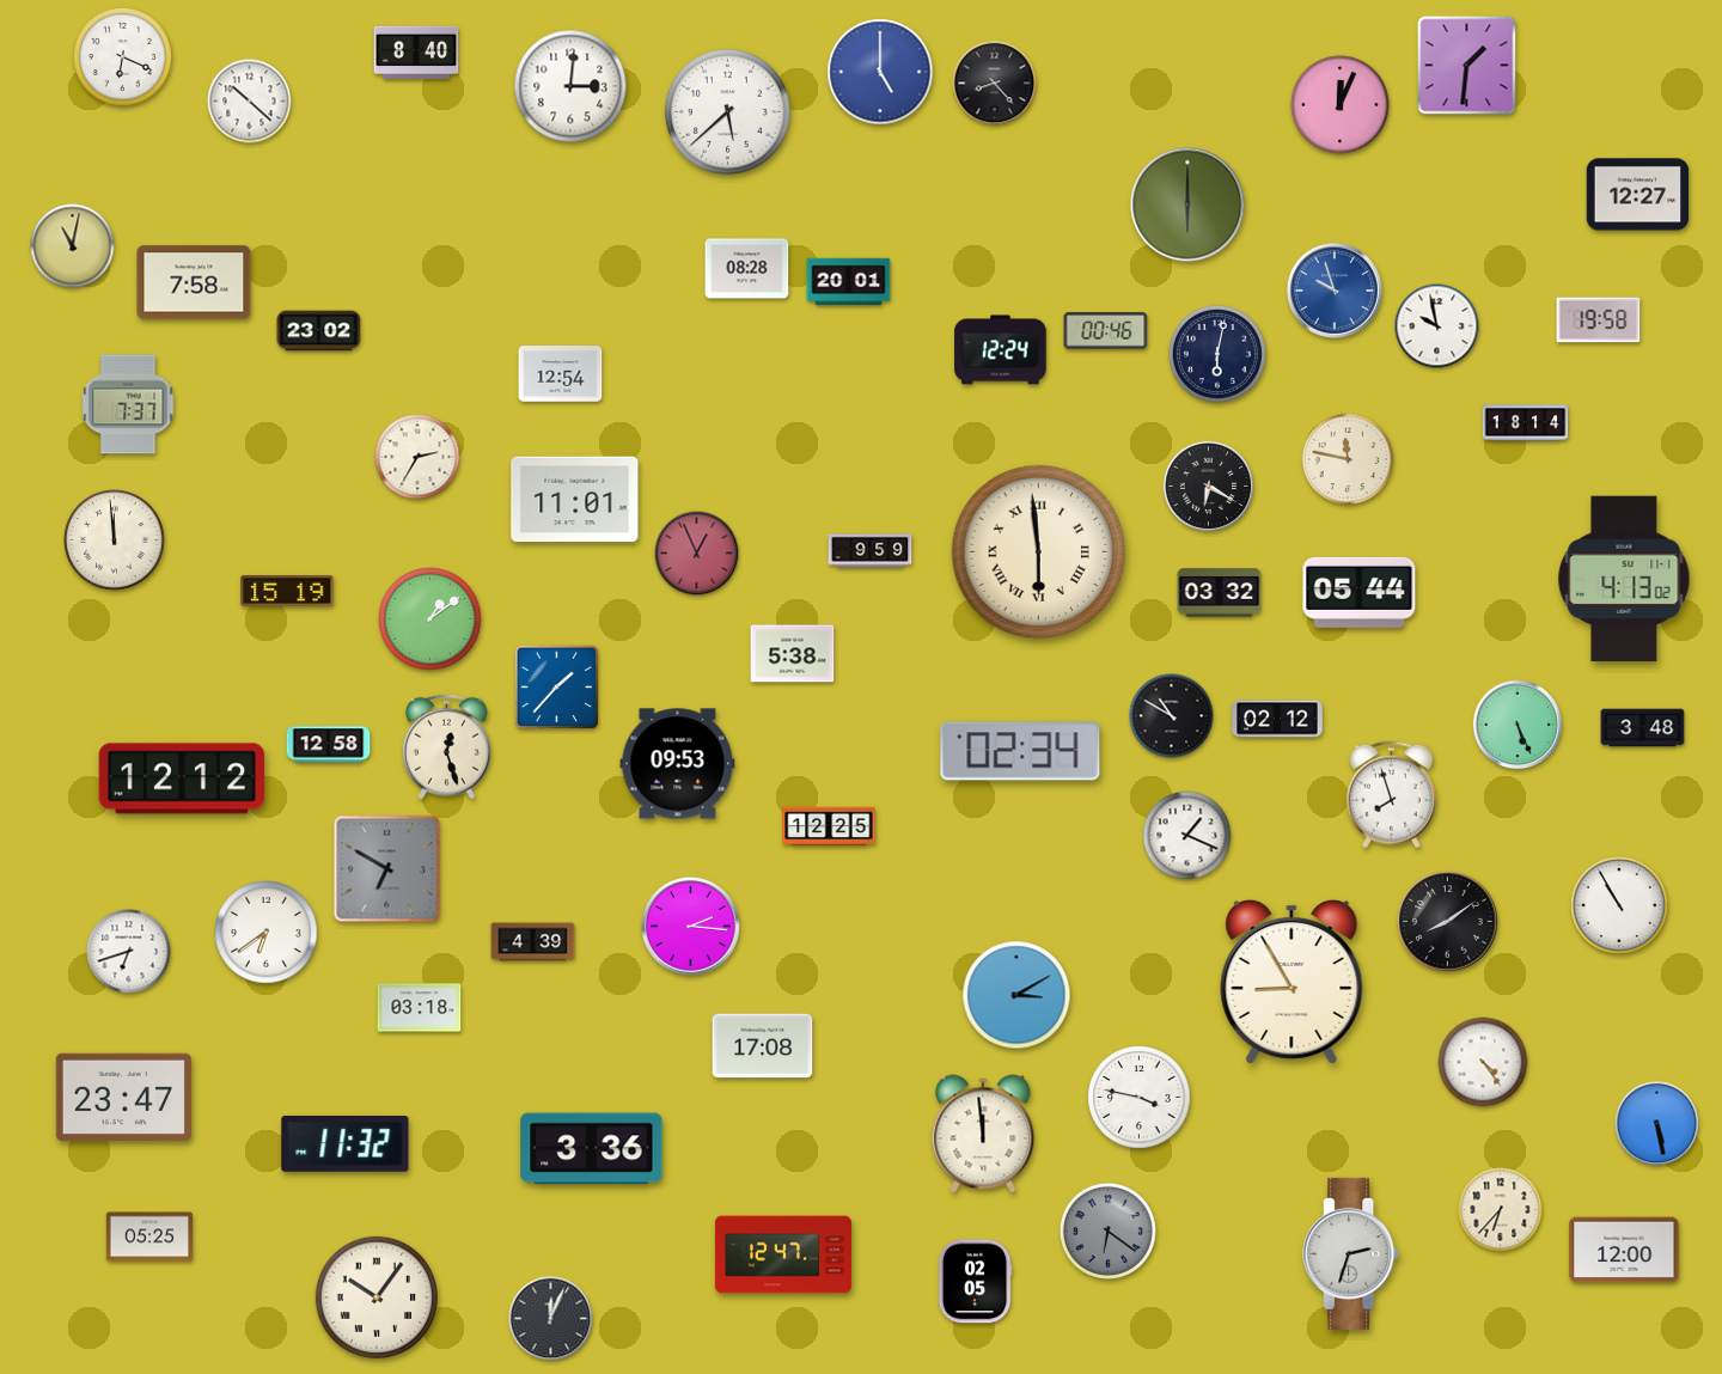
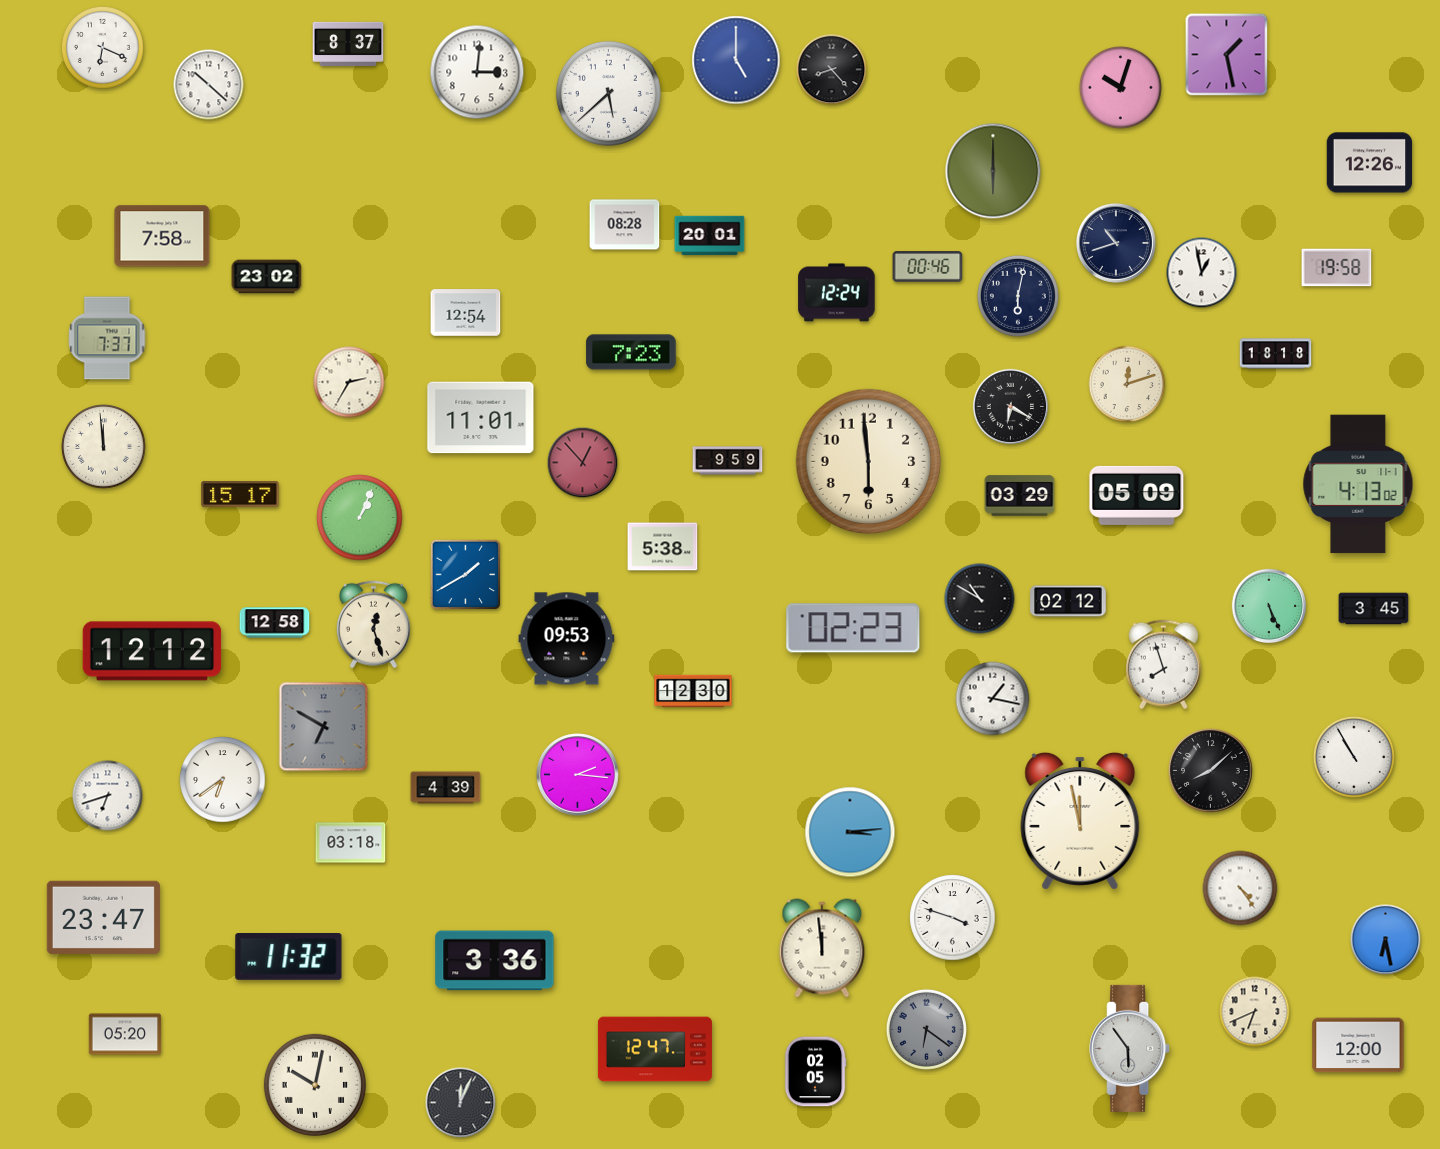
clock at (416, 51): 8:40 -> 8:37
clock at (1467, 66): 1:31 -> 1:28
clock at (1339, 104): 12:04 -> 10:03
clock at (1638, 195): 12:27 -> 12:26
clock at (73, 246): 11:02 -> none
clock at (1335, 291): 9:57 -> 10:42
clock at (1335, 291) dial: blue -> navy
clock at (1437, 326): 9:58 -> 12:58
clock at (1106, 331) position: (1106, 331) -> (928, 267)
clock at (561, 374) position: (561, 374) -> (466, 313)
clock at (631, 352): none -> 7:23
clock at (1526, 423): 18:14 -> 18:18
clock at (1348, 459): 11:47 -> 12:12
clock at (115, 541) position: (115, 541) -> (104, 447)
clock at (1039, 552) numerals: Roman -> Arabic
clock at (697, 554): 12:56 -> 12:53
clock at (287, 591): 15:19 -> 15:17
clock at (1360, 592): 05:44 -> 05:09
clock at (1220, 593): 03:32 -> 03:29
clock at (430, 619): 1:09 -> 1:04
clock at (557, 688): 1:37 -> 1:40
clock at (1643, 728): 3:48 -> 3:45
clock at (1020, 751): 02:34 -> 02:23
clock at (829, 826): 12:25 -> 12:30
clock at (1187, 836): 1:19 -> 1:17
clock at (1448, 922): 8:09 -> 8:08
clock at (1291, 982): 8:55 -> 11:58
clock at (1016, 995): 3:10 -> 3:14
clock at (763, 1046): 17:08 -> none
clock at (1140, 1098): 3:47 -> 3:48
clock at (1657, 1124): 5:28 -> 6:28
clock at (1501, 1210): 6:37 -> 6:41
clock at (149, 1236): 05:25 -> 05:20
clock at (1351, 1253): 2:33 -> 5:54
clock at (377, 1297): 10:06 -> 10:02
